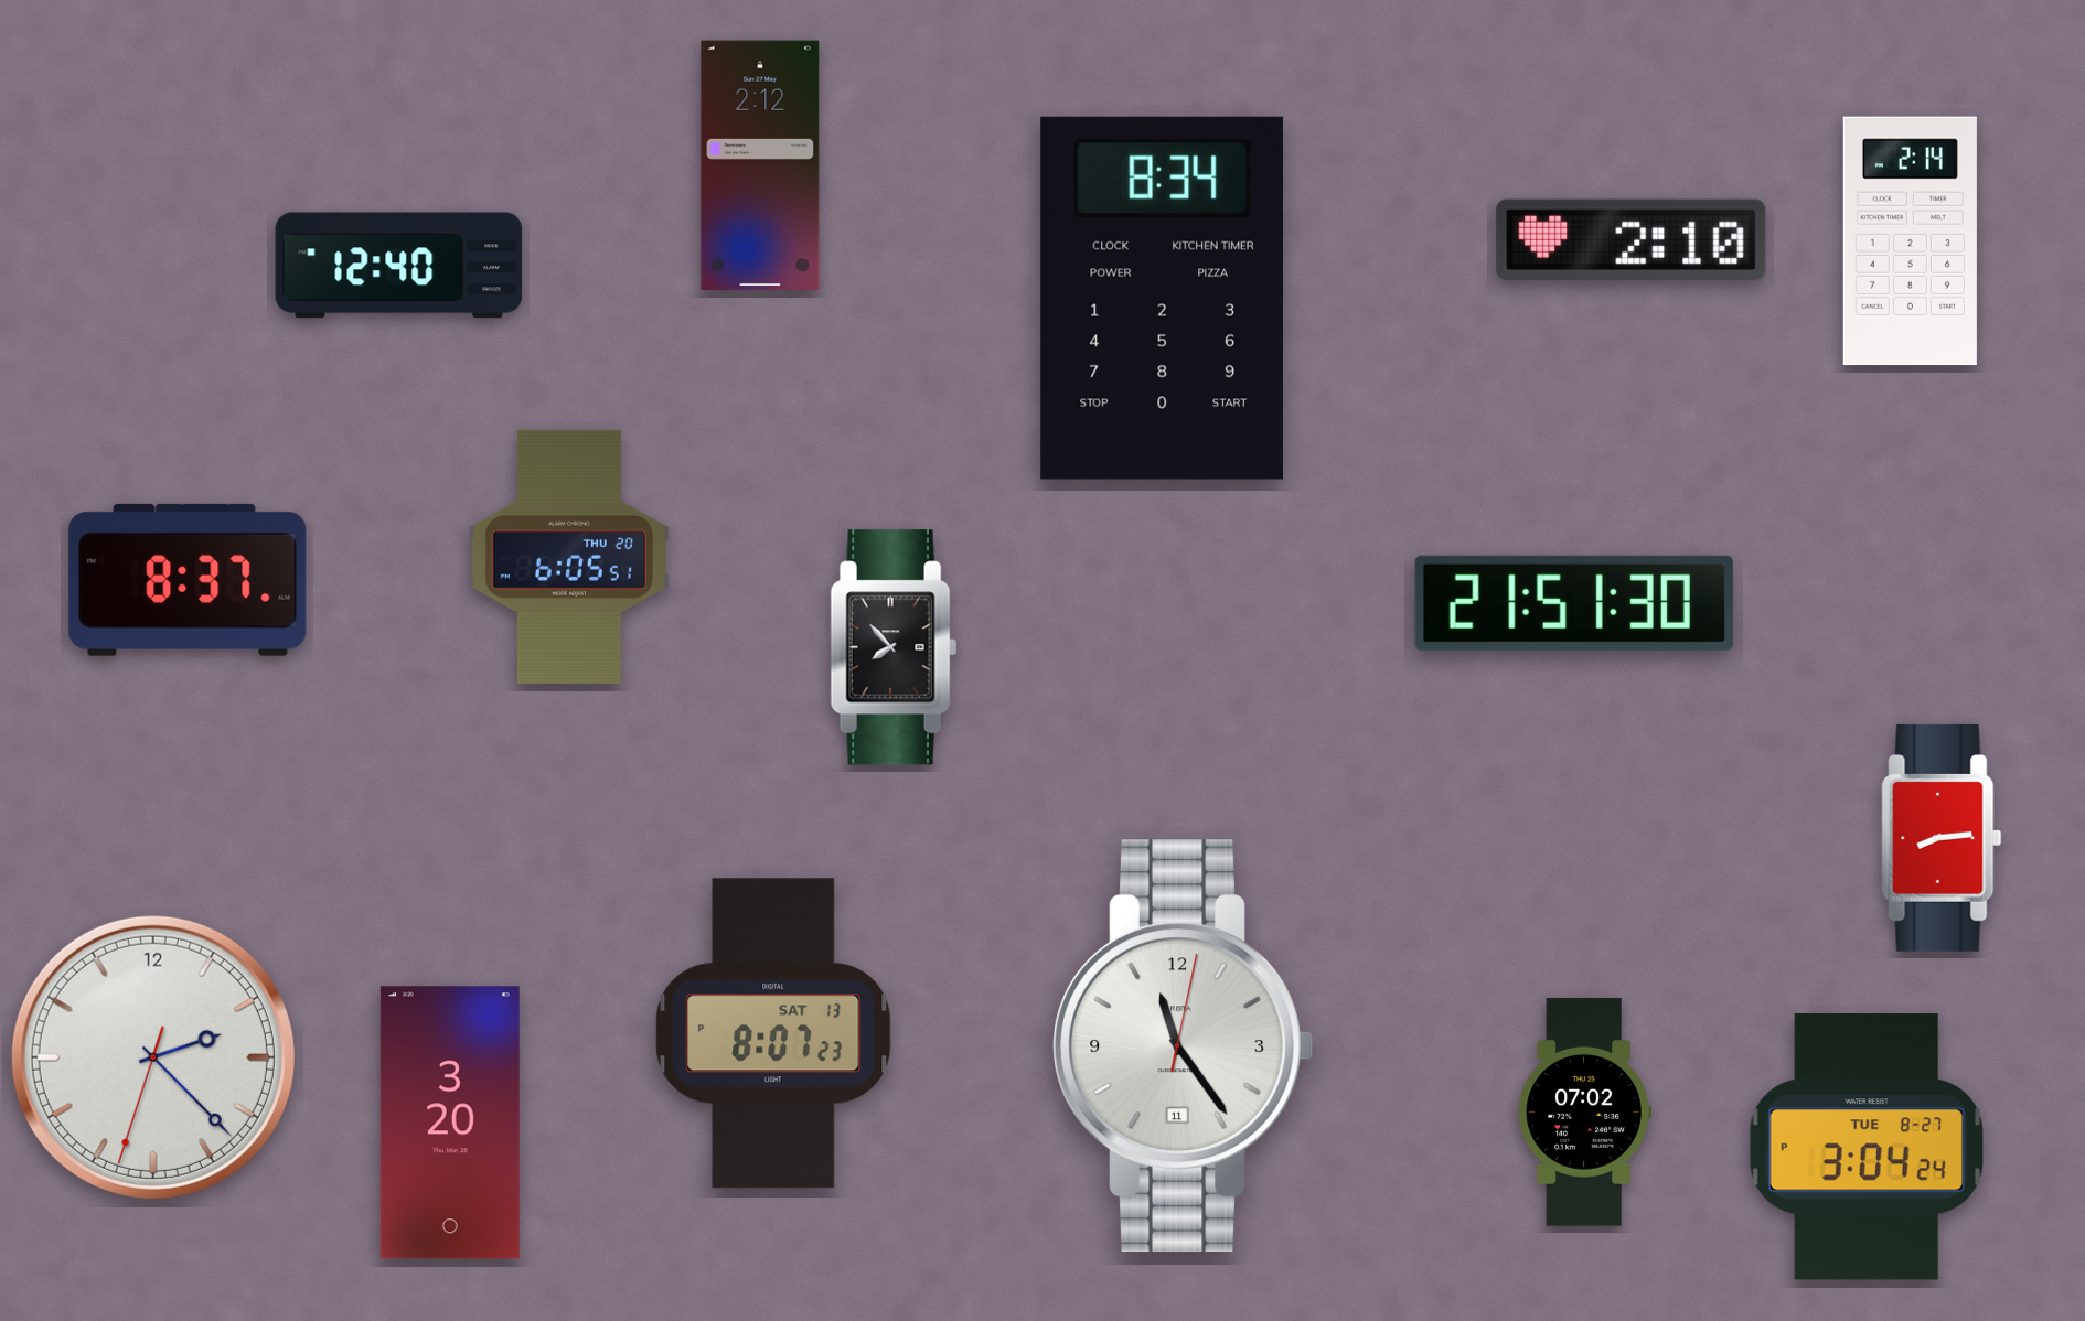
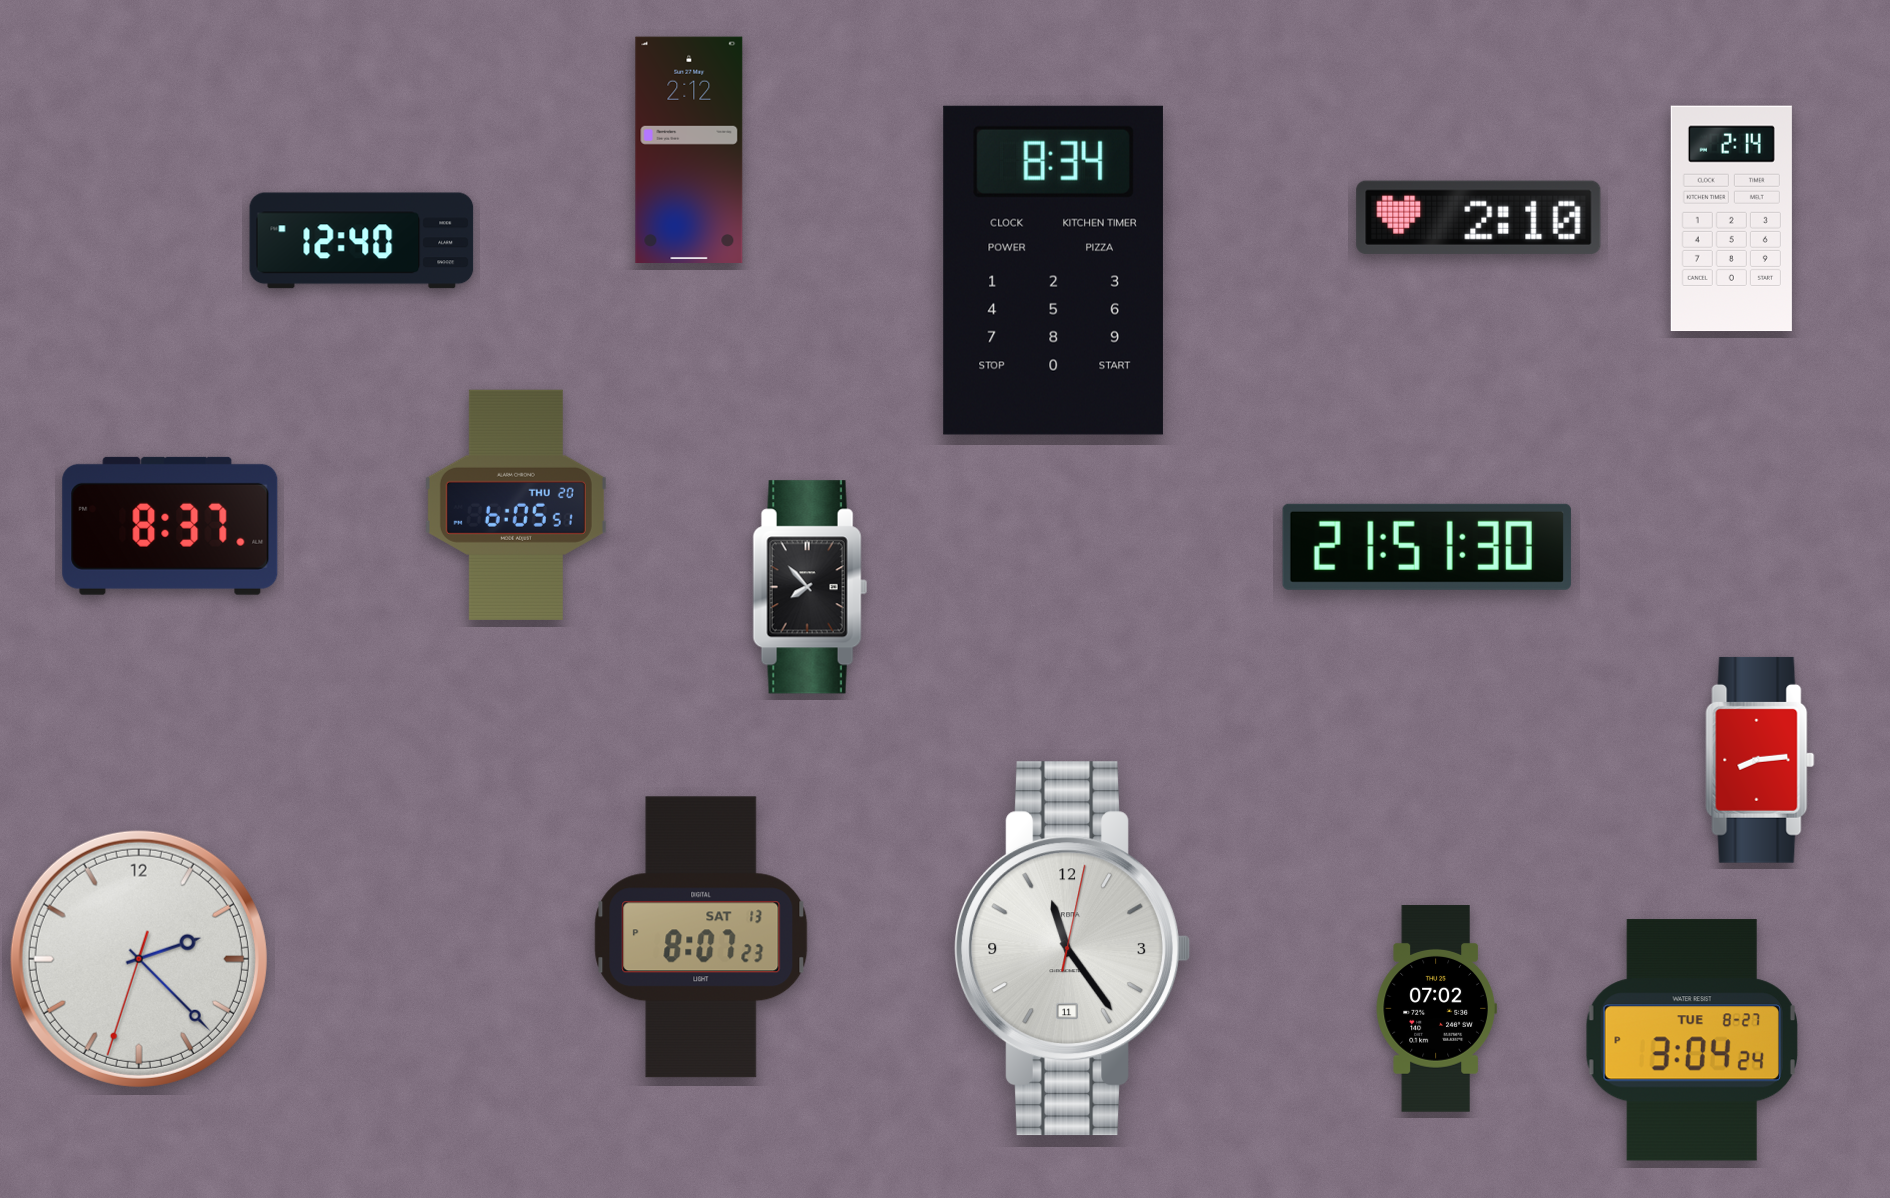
clock at (450, 1123): 3:20 -> none
